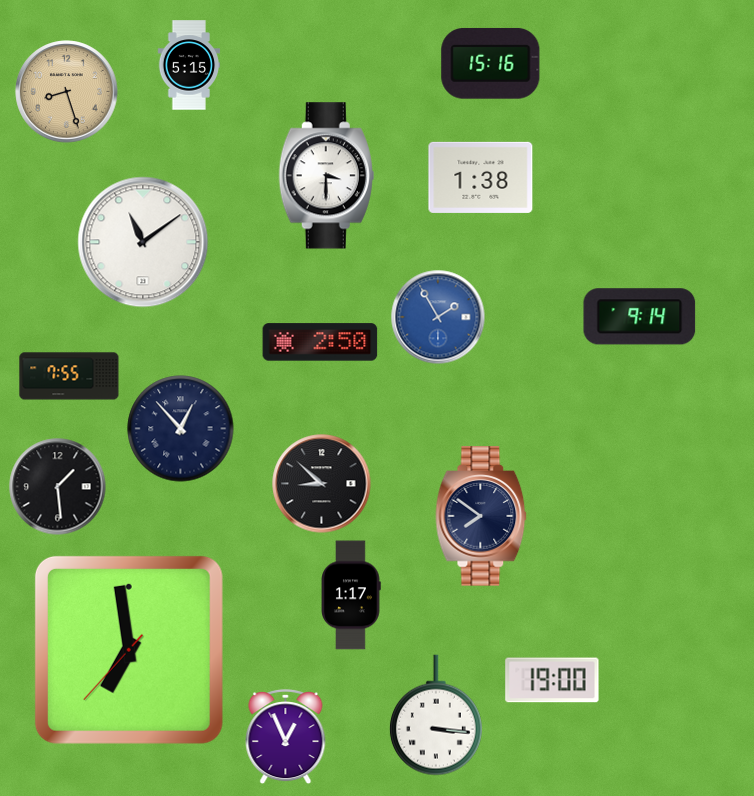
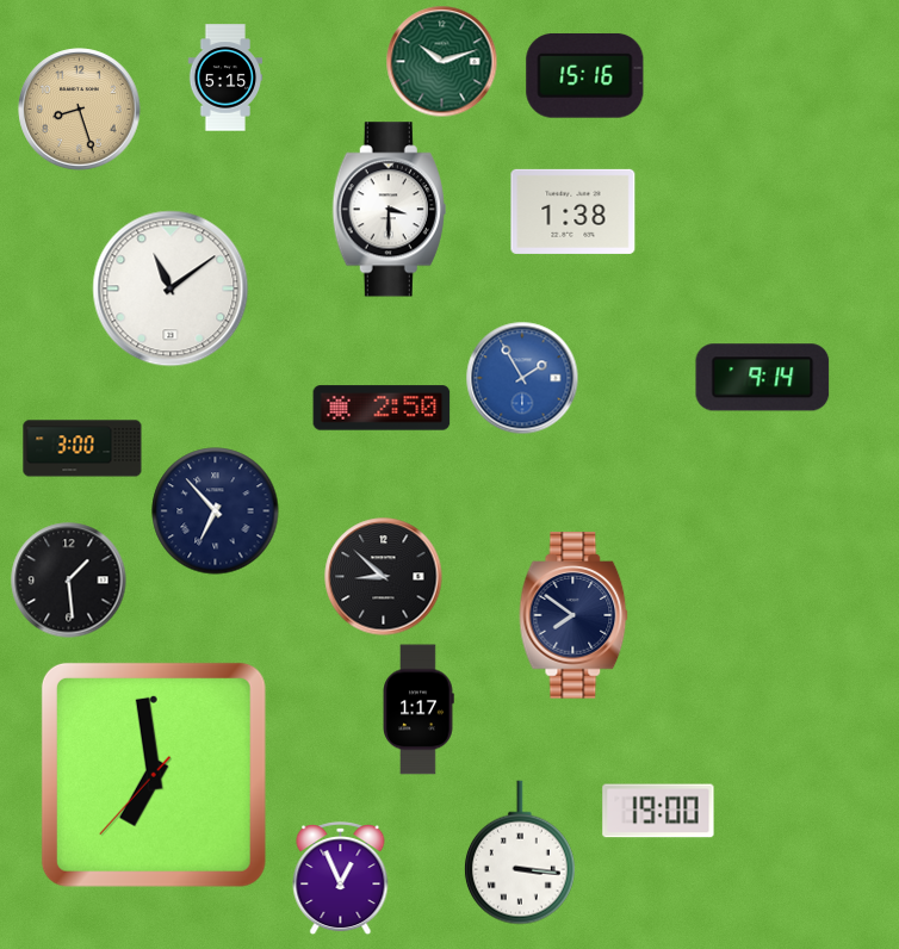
clock at (441, 61): none -> 10:12
clock at (69, 376): 7:55 -> 3:00
clock at (181, 429): 12:53 -> 6:53
